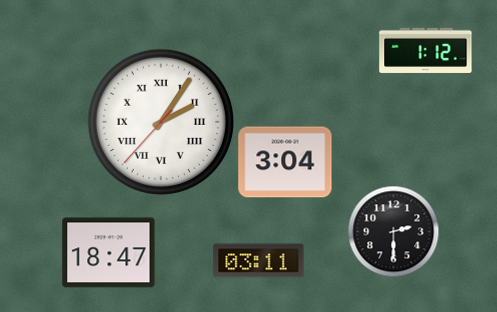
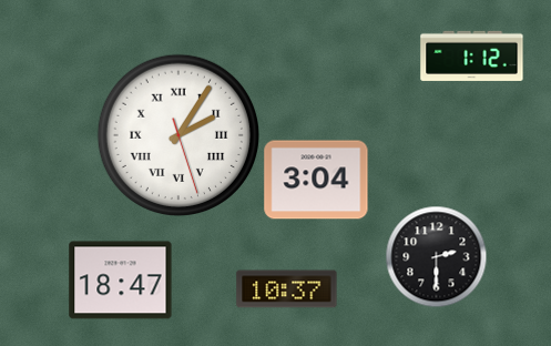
clock at (160, 121): 2:05:37 -> 2:05:27
clock at (259, 261): 03:11 -> 10:37
